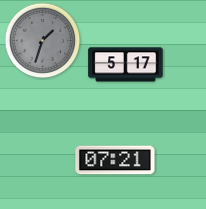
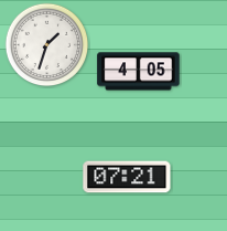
clock at (43, 41) dial: grey -> white
clock at (126, 65): 5:17 -> 4:05
